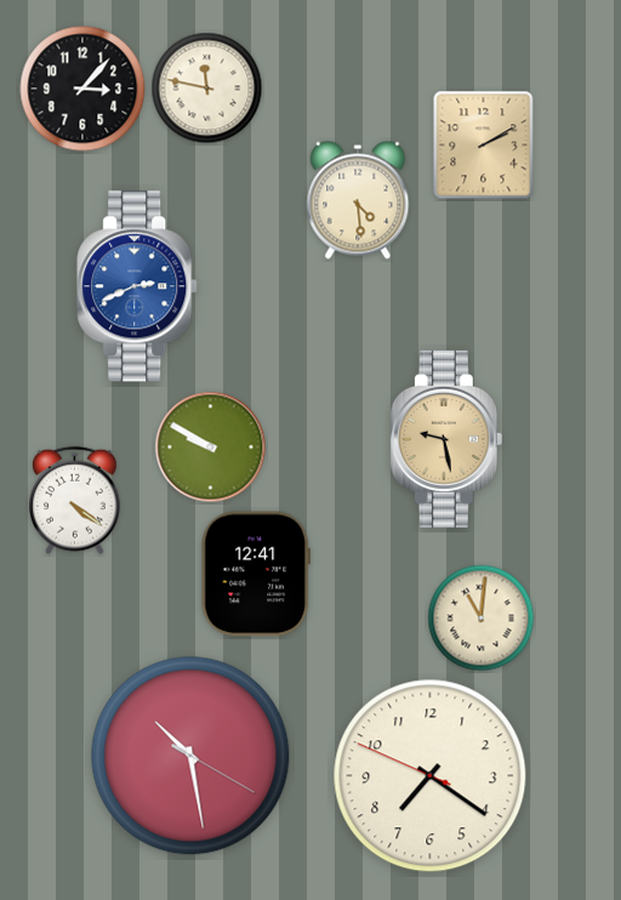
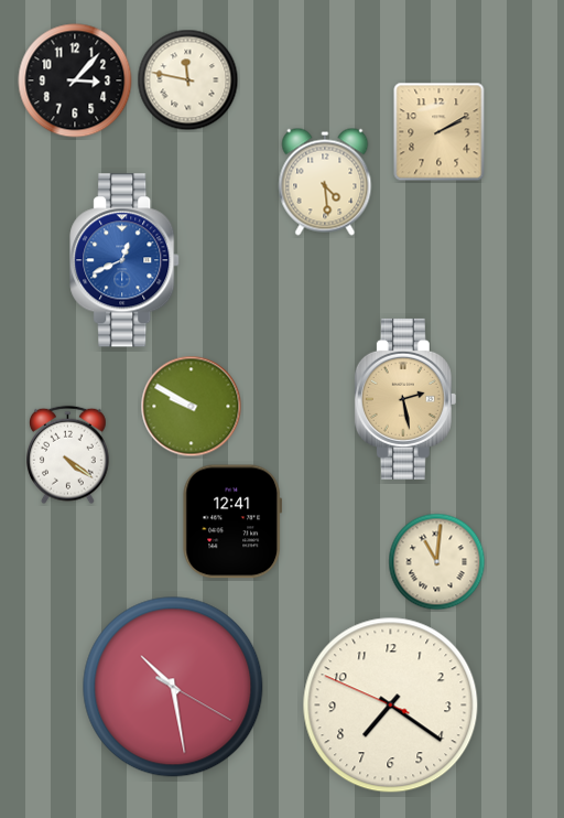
clock at (138, 286): 2:41 -> 12:41
clock at (446, 439): 9:28 -> 2:28
